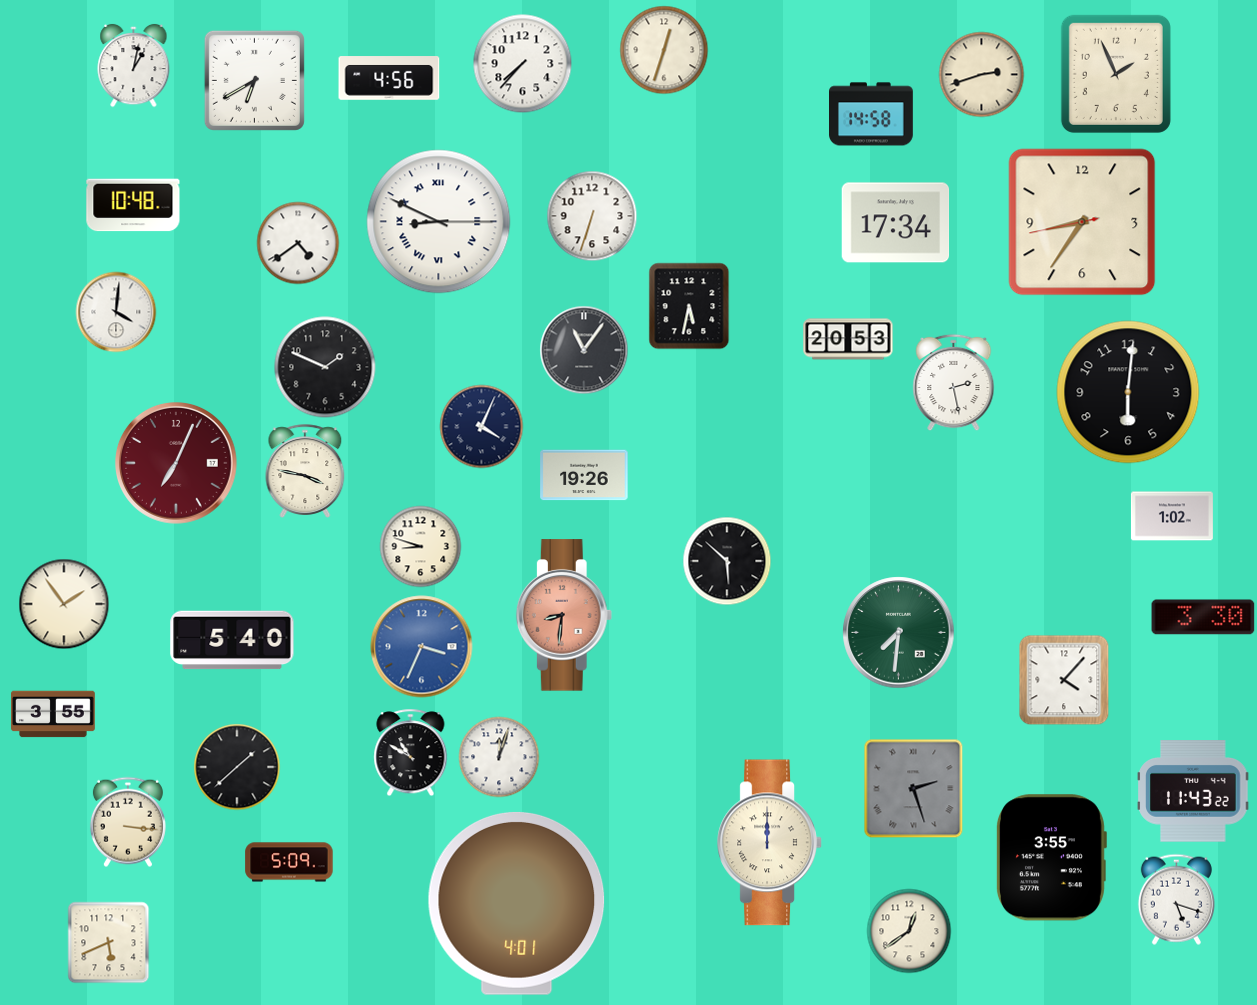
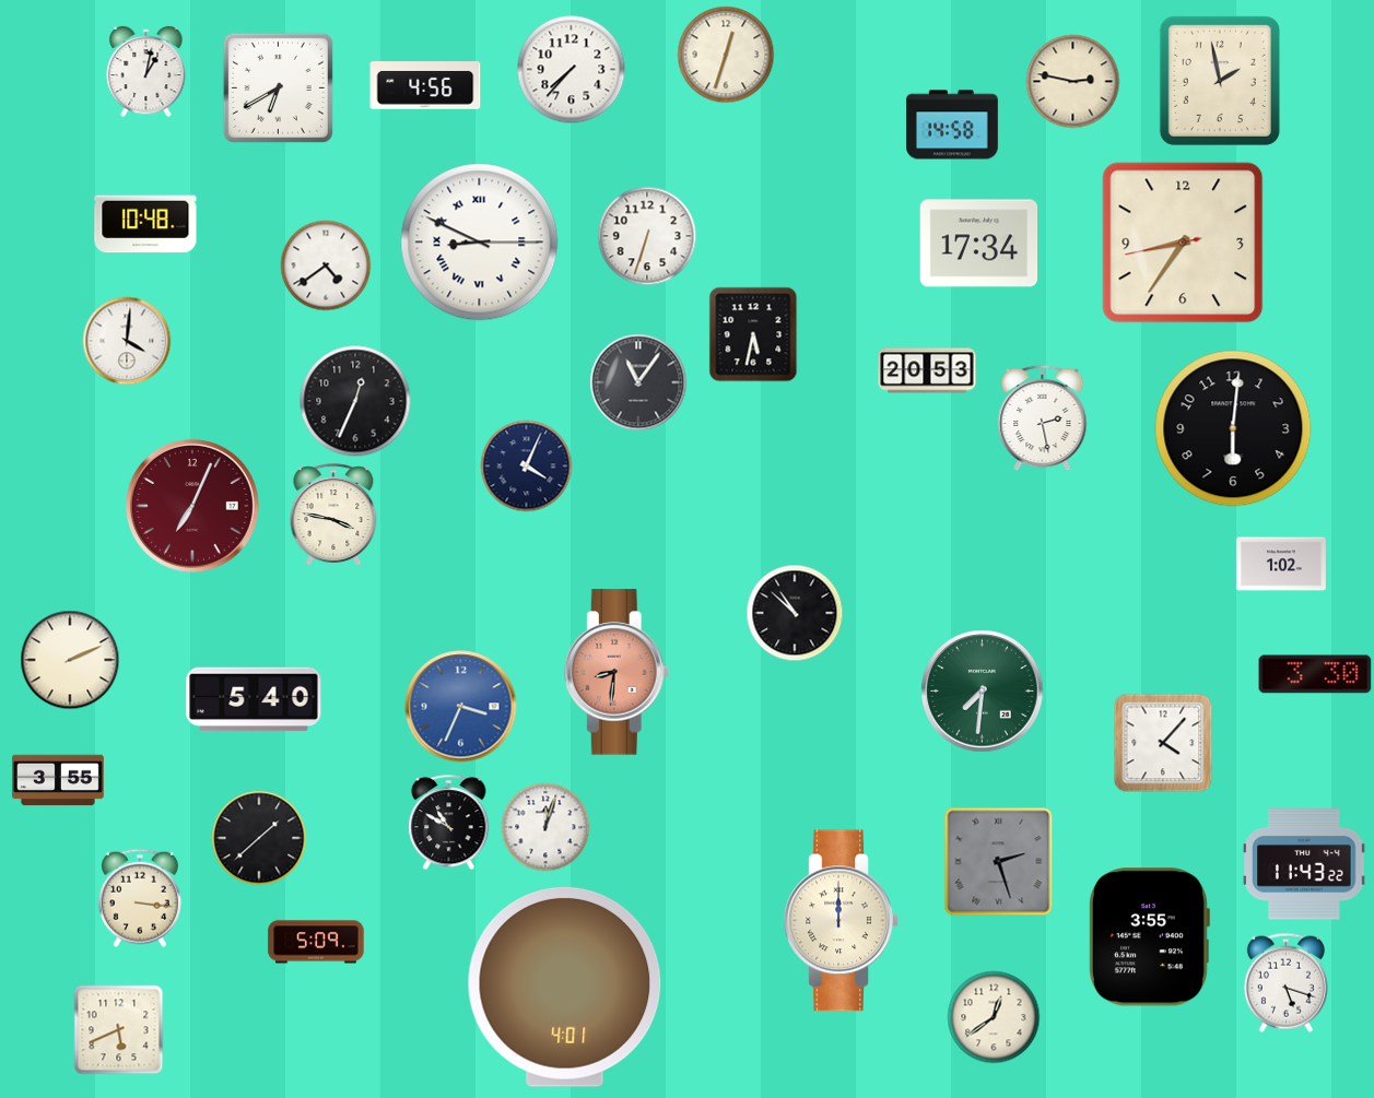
clock at (1116, 74): 1:56 -> 1:58
clock at (982, 75): 2:42 -> 2:47
clock at (325, 367): 1:49 -> 12:34
clock at (584, 475): 19:26 -> none
clock at (421, 547): 8:48 -> none
clock at (727, 561): 5:52 -> 10:52
clock at (64, 604): 1:54 -> 2:11
